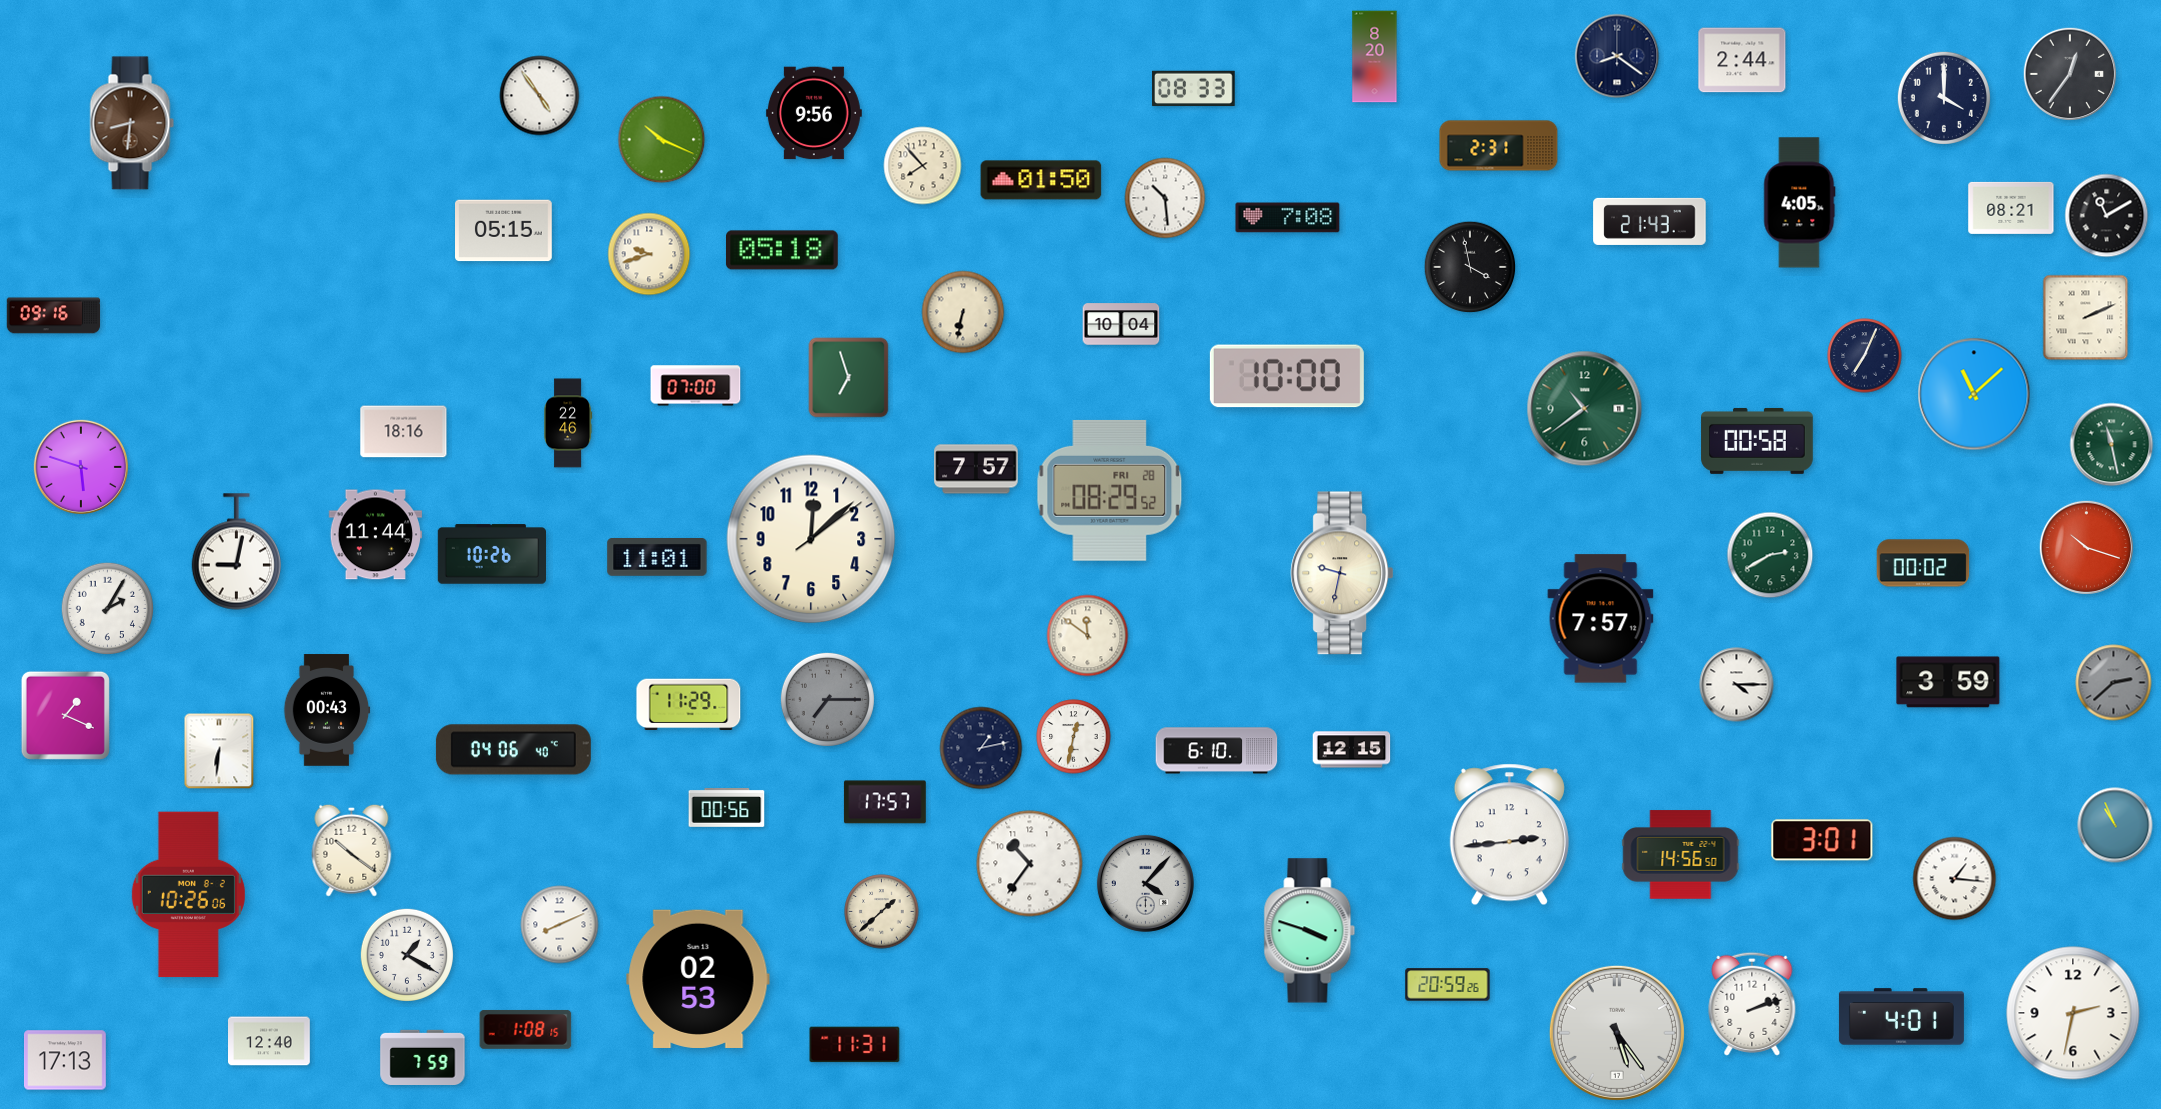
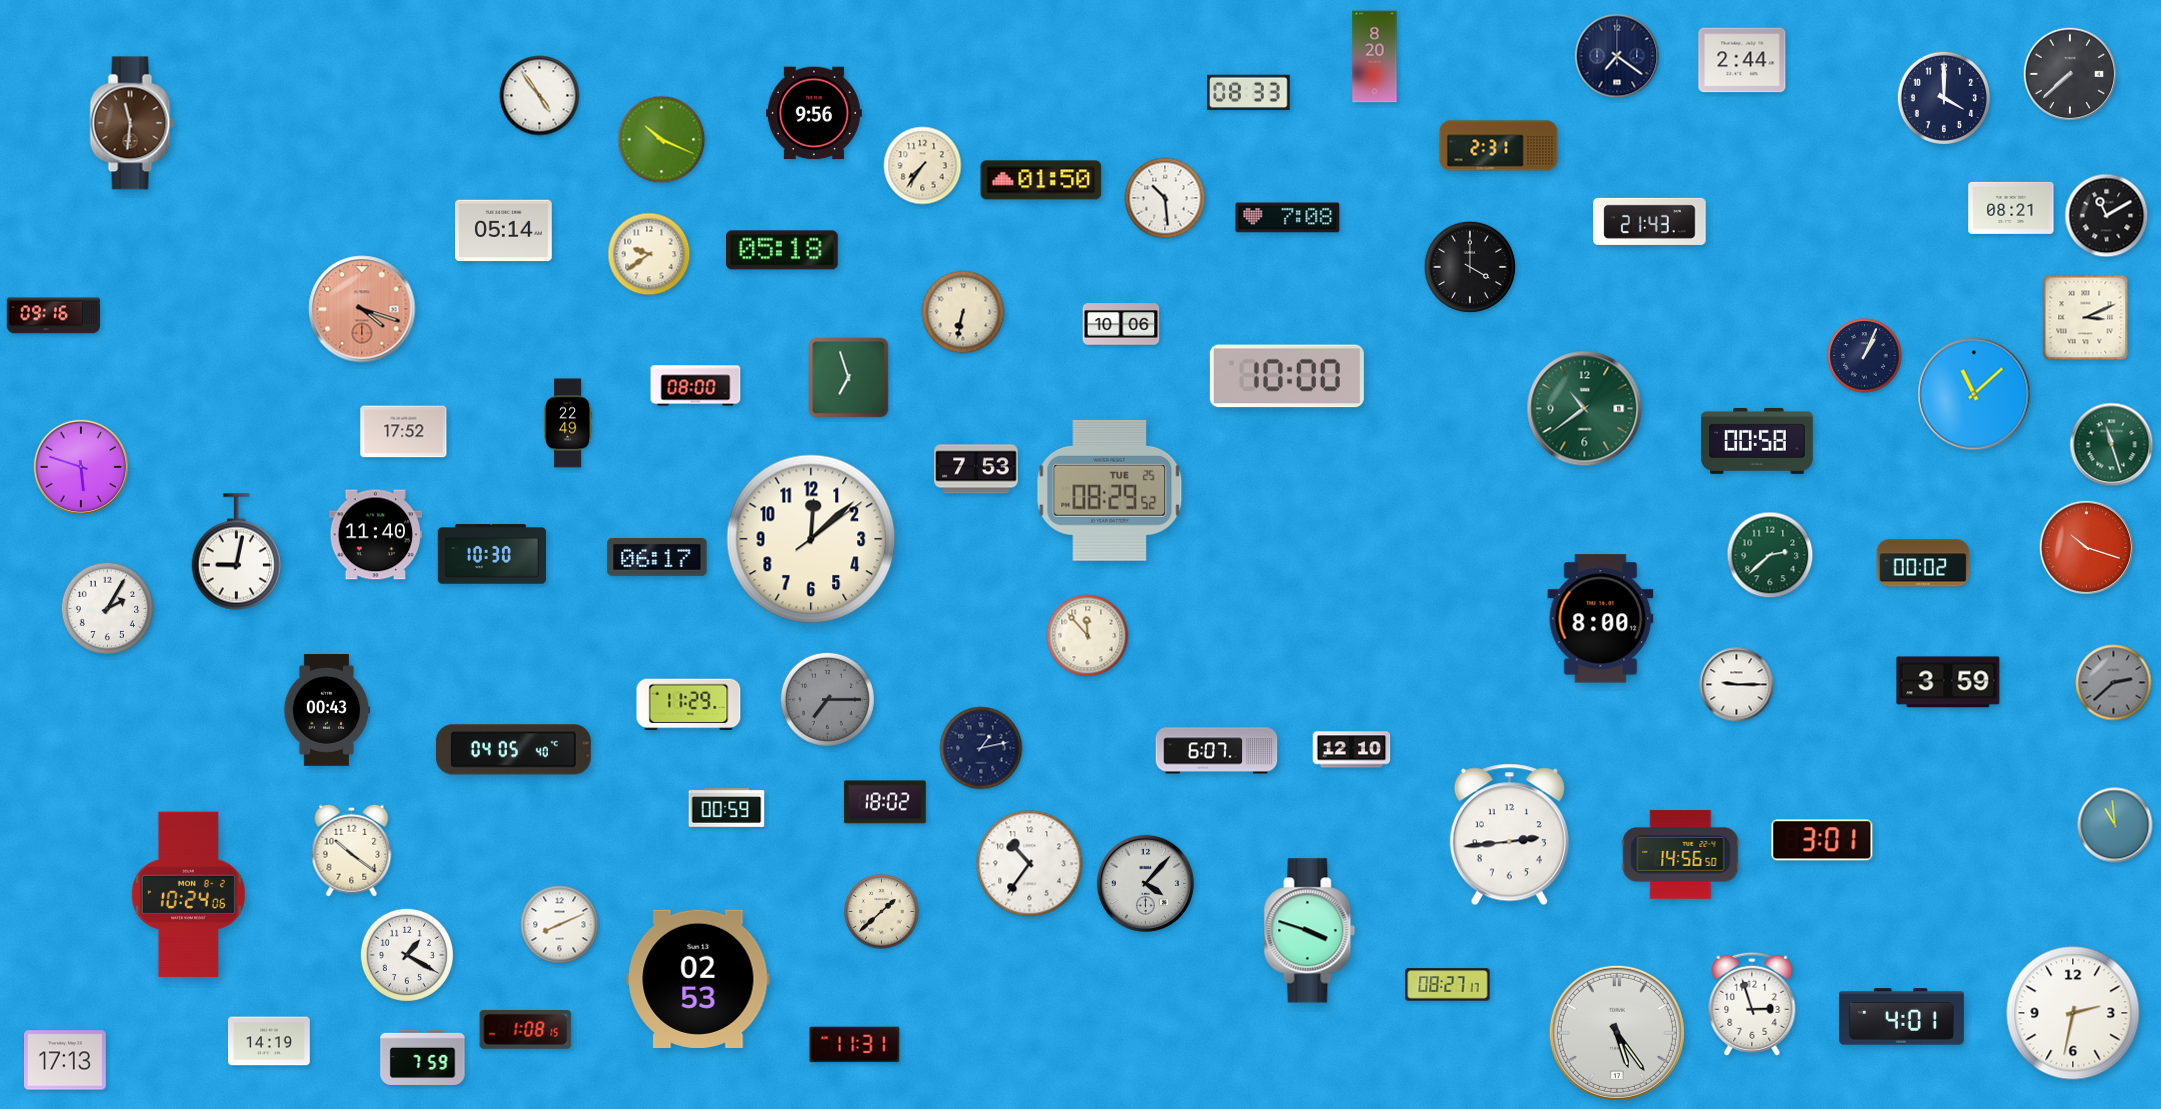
clock at (1617, 56): 8:21 -> 7:21
clock at (2069, 73): 12:36 -> 7:38
clock at (1194, 89) position: (1194, 89) -> (1249, 93)
clock at (132, 123): 8:31 -> 11:31
clock at (923, 166): 7:53 -> 7:36
clock at (1800, 203): 4:05 -> none
clock at (504, 231): 05:15 -> 05:14
clock at (649, 254): 9:42 -> 9:39
clock at (1470, 267): 3:58 -> 4:00
clock at (362, 309): none -> 4:18
clock at (2086, 318): 2:11 -> 3:11
clock at (1121, 324): 10:04 -> 10:06
clock at (1865, 356): 7:04 -> 1:04
clock at (696, 386): 07:00 -> 08:00
clock at (569, 423): 22:46 -> 22:49
clock at (404, 432): 18:16 -> 17:52
clock at (2112, 445): 11:28 -> 11:27
clock at (976, 469): 7:57 -> 7:53
clock at (1110, 490) date: FRI 28 -> TUE 25
clock at (376, 535): 11:44 -> 11:40
clock at (491, 554): 10:26 -> 10:30
clock at (1770, 555): 2:40 -> 2:38
clock at (657, 557): 11:01 -> 06:17
clock at (1342, 573): 9:32 -> none
clock at (1601, 619): 7:57 -> 8:00
clock at (1088, 636): 11:51 -> 11:53
clock at (1737, 685): 4:15 -> 9:15
clock at (65, 715): 1:19 -> none
clock at (1074, 737): 12:32 -> none
clock at (513, 750): 04:06 -> 04:05
clock at (1352, 750): 12:15 -> 12:10
clock at (219, 751): 6:31 -> none
clock at (1217, 751): 6:10 -> 6:07
clock at (885, 802): 17:57 -> 18:02
clock at (727, 808): 00:56 -> 00:59
clock at (2115, 825): 10:56 -> 10:59
clock at (1955, 879): 1:16 -> none
clock at (188, 895): 10:26 -> 10:24
clock at (1448, 985): 20:59 -> 08:27
clock at (1752, 1004): 2:12 -> 2:57
clock at (270, 1041): 12:40 -> 14:19
